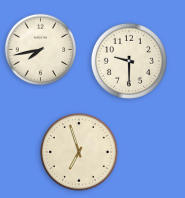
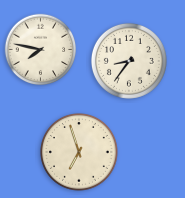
clock at (41, 50): 7:43 -> 7:47
clock at (129, 61): 9:30 -> 8:36
